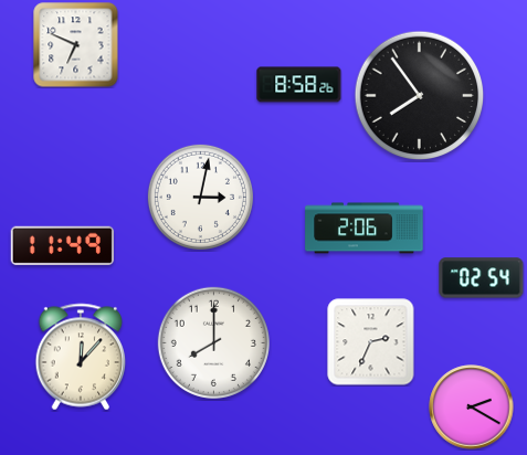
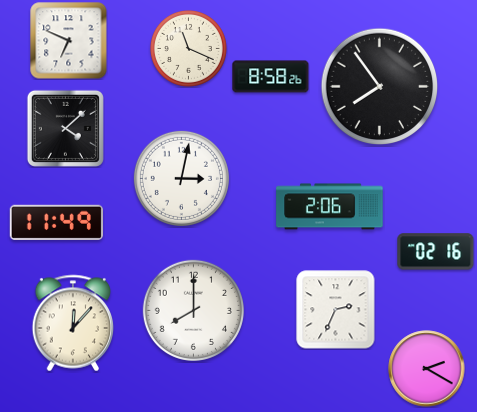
clock at (189, 49): none -> 11:19
clock at (65, 128): none -> 4:08
clock at (482, 278): 02:54 -> 02:16
